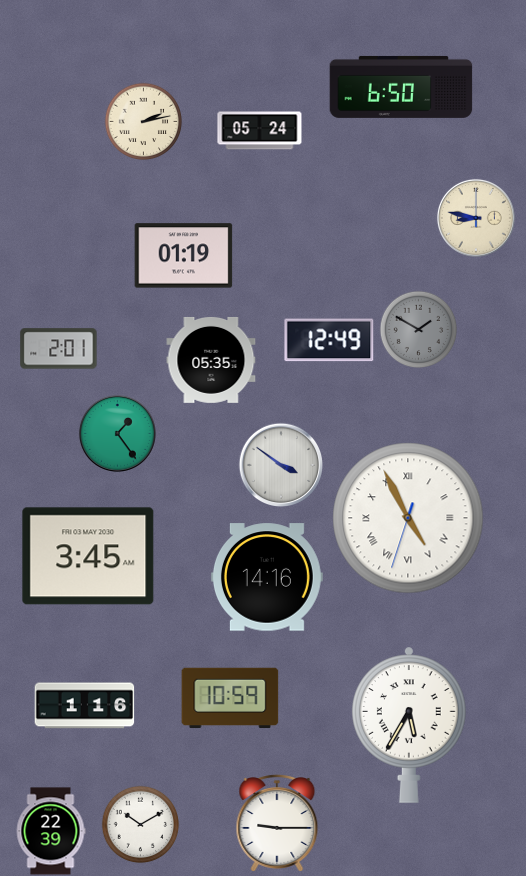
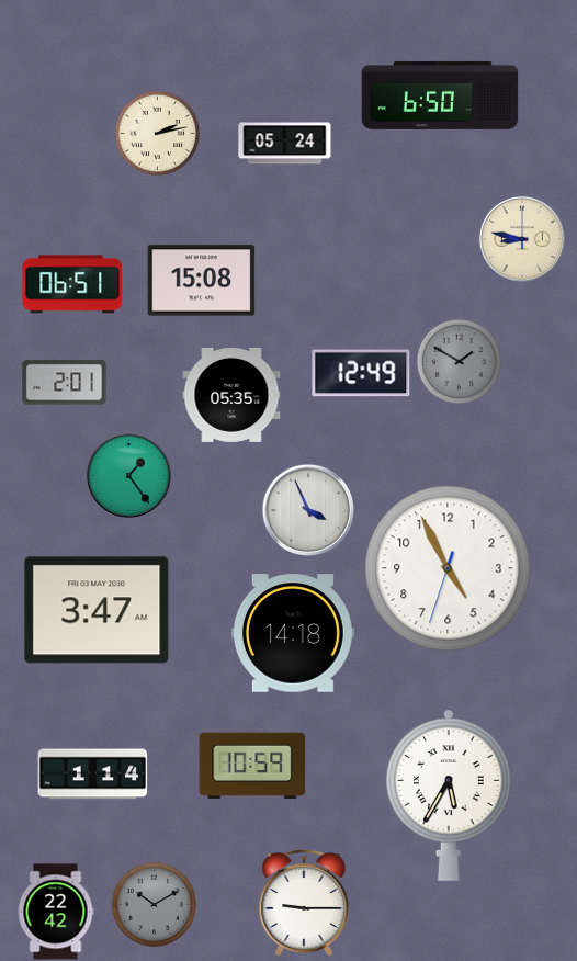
clock at (184, 256): 01:19 -> 15:08
clock at (72, 284): none -> 06:51
clock at (280, 464): 3:51 -> 3:56
clock at (408, 518) numerals: Roman -> Arabic
clock at (88, 556): 3:45 -> 3:47
clock at (267, 577): 14:16 -> 14:18
clock at (85, 706): 1:16 -> 1:14
clock at (140, 824) dial: white -> grey
clock at (51, 831): 22:39 -> 22:42
